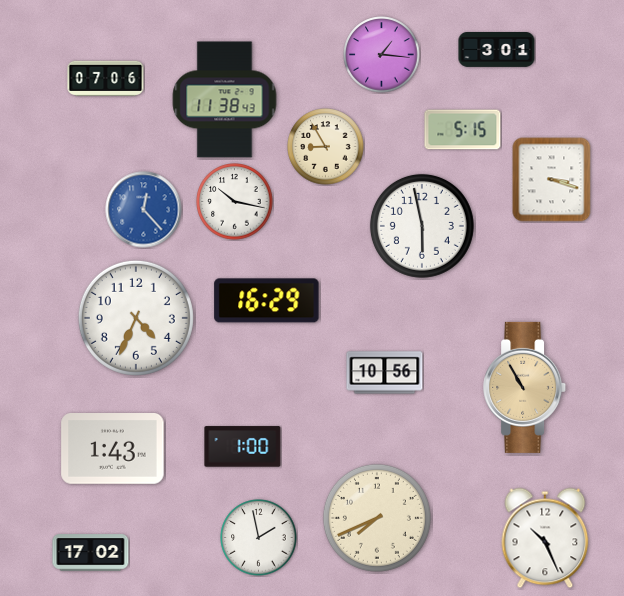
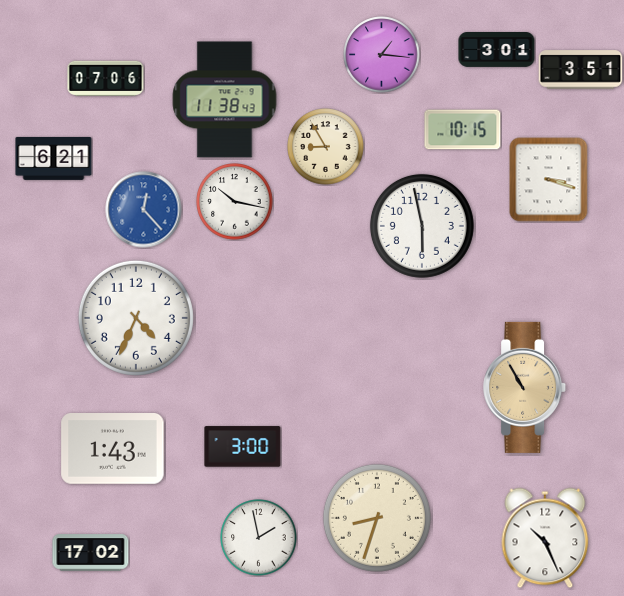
clock at (581, 70): none -> 3:51
clock at (463, 130): 5:15 -> 10:15
clock at (54, 159): none -> 6:21
clock at (552, 180) position: (552, 180) -> (549, 180)
clock at (267, 301): 16:29 -> none
clock at (385, 373): 10:56 -> none
clock at (243, 447): 1:00 -> 3:00
clock at (377, 518): 7:41 -> 8:33
